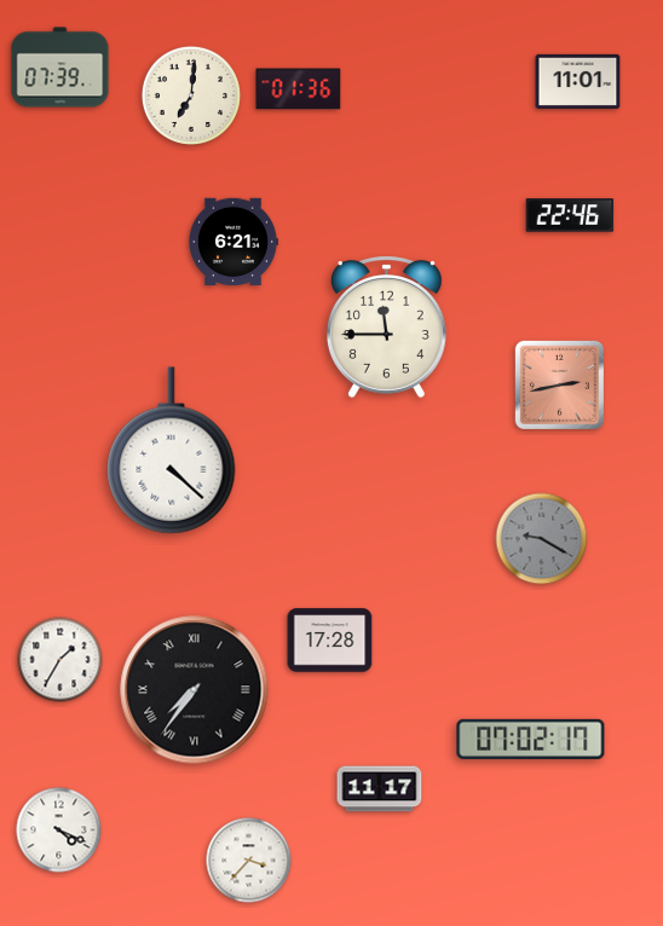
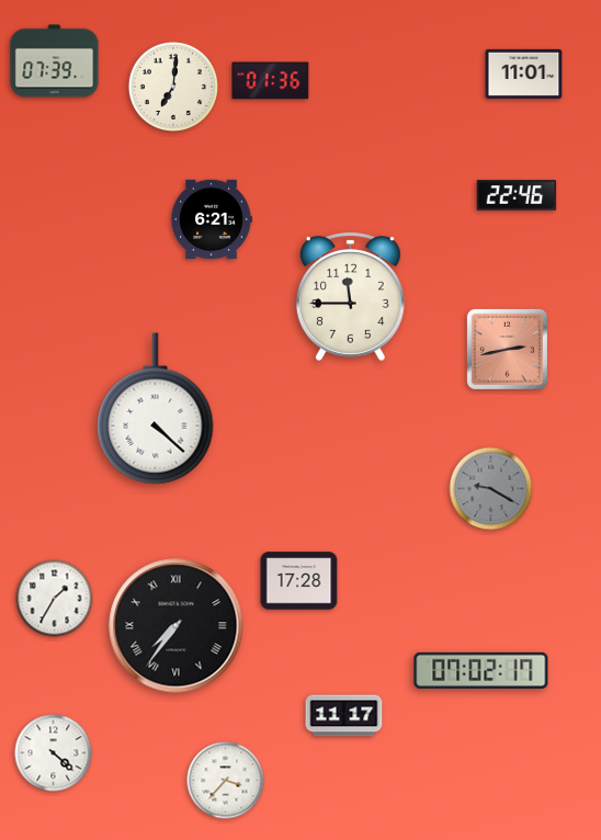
clock at (59, 830): 4:19 -> 4:22
